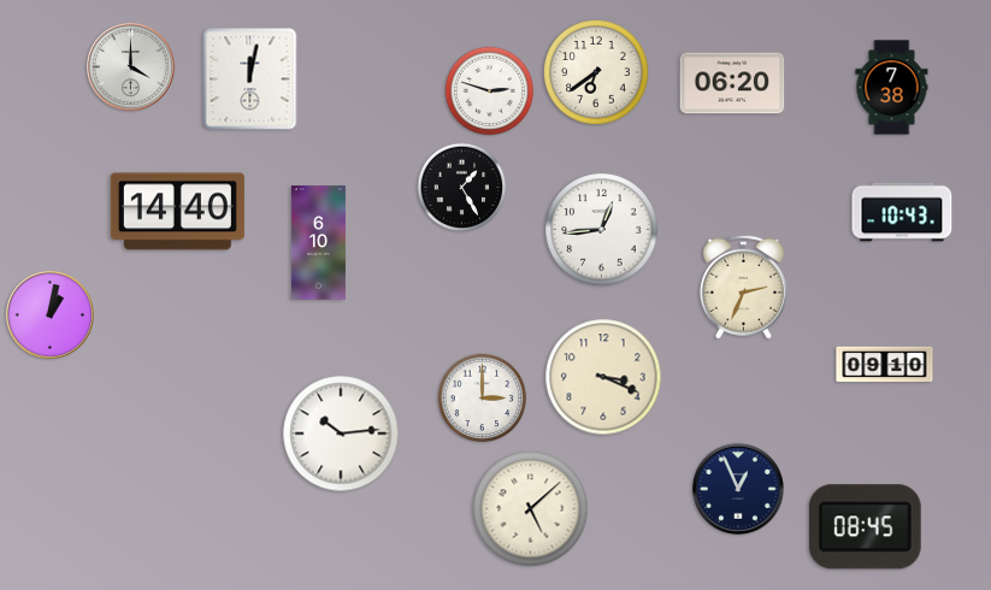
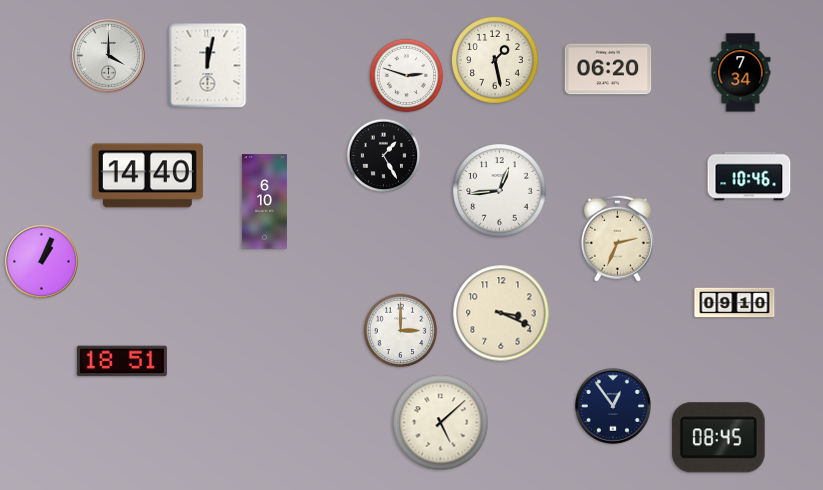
clock at (597, 73): 6:39 -> 1:28
clock at (892, 88): 7:38 -> 7:34
clock at (902, 212): 10:43 -> 10:46
clock at (49, 314): 1:02 -> 1:04
clock at (341, 433): 10:14 -> none
clock at (122, 361): none -> 18:51
clock at (738, 489): 12:56 -> 12:54
